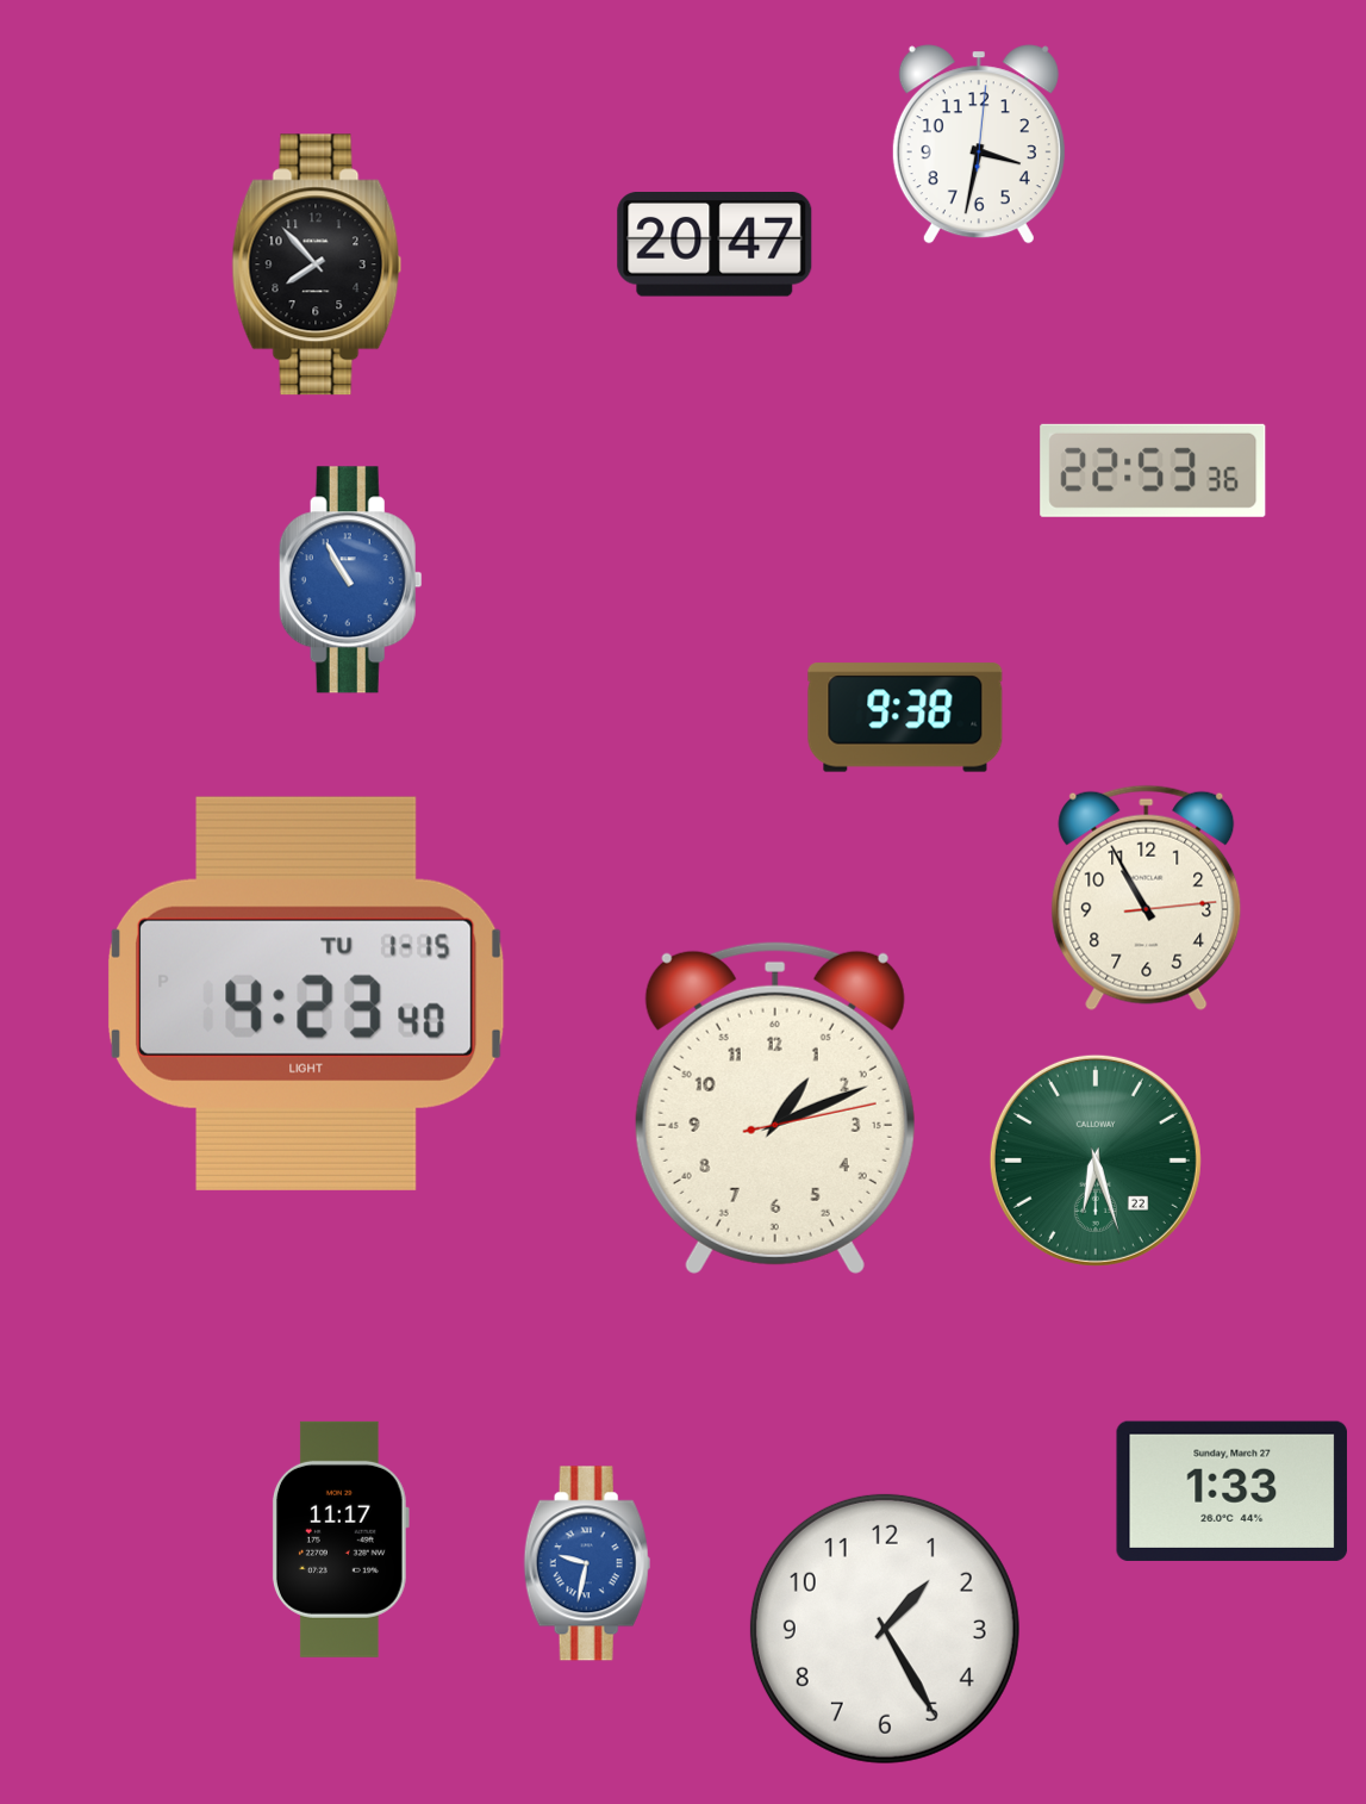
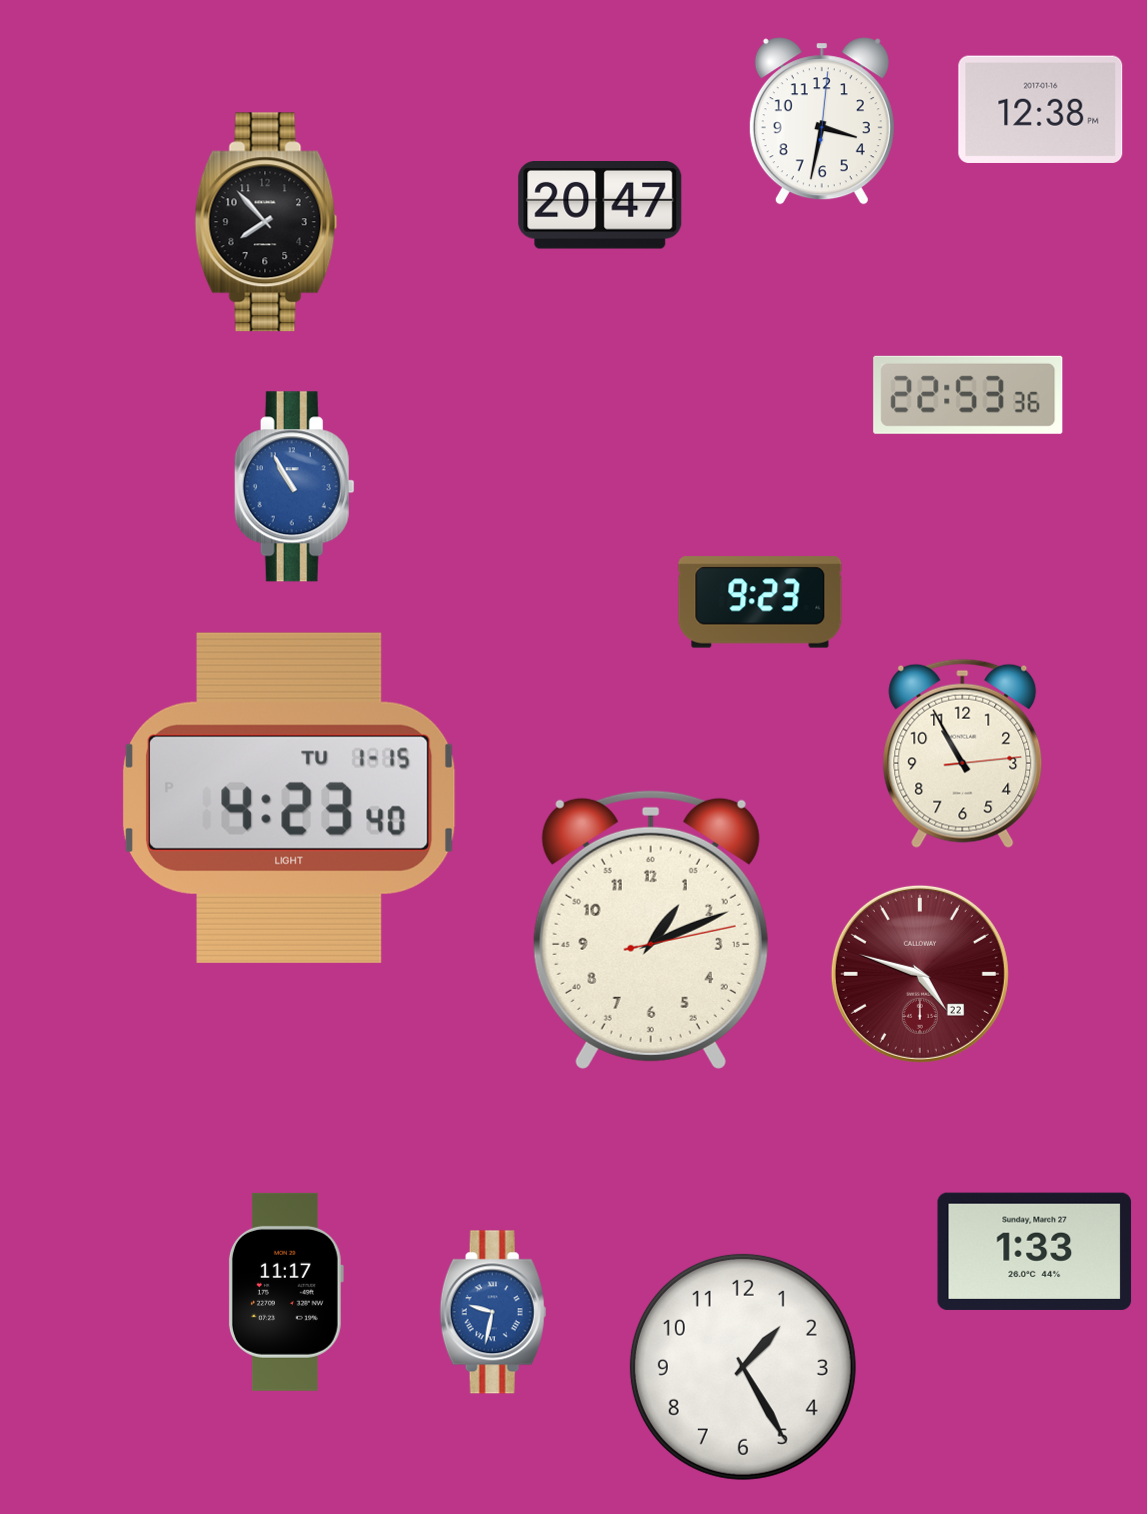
clock at (1041, 109): none -> 12:38
clock at (905, 717): 9:38 -> 9:23
clock at (307, 994) position: (307, 994) -> (290, 798)
clock at (1096, 1161): 6:27 -> 4:48
clock at (1096, 1161) dial: green -> burgundy
